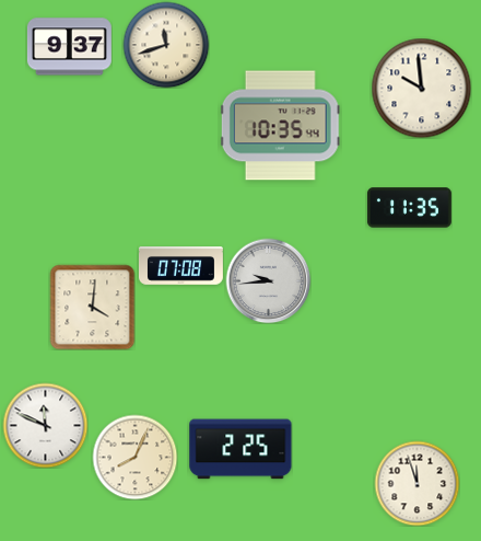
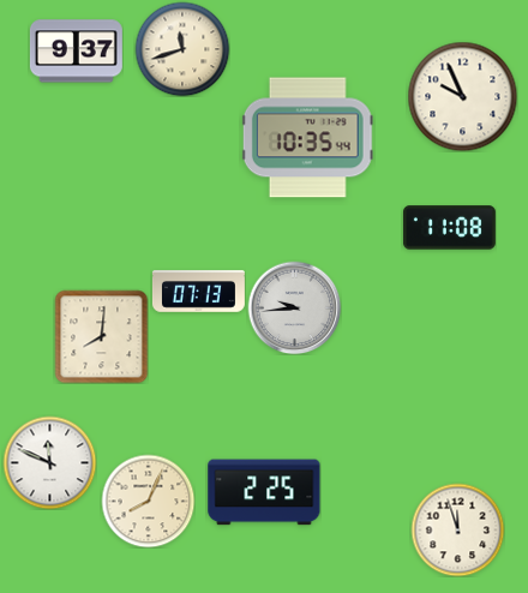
clock at (421, 88): 9:59 -> 9:56
clock at (409, 208): 11:35 -> 11:08
clock at (180, 266): 07:08 -> 07:13
clock at (92, 307): 4:01 -> 8:01
clock at (45, 425) position: (45, 425) -> (49, 462)
